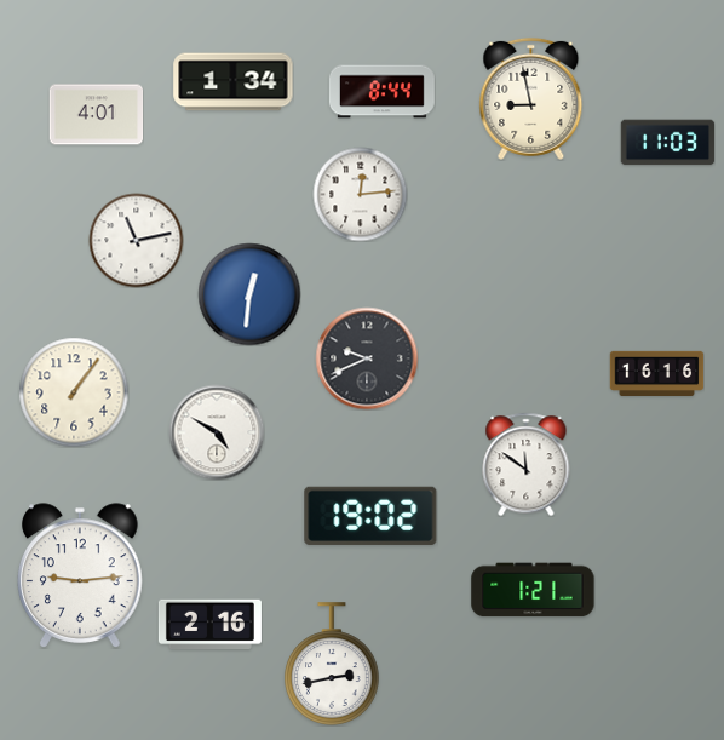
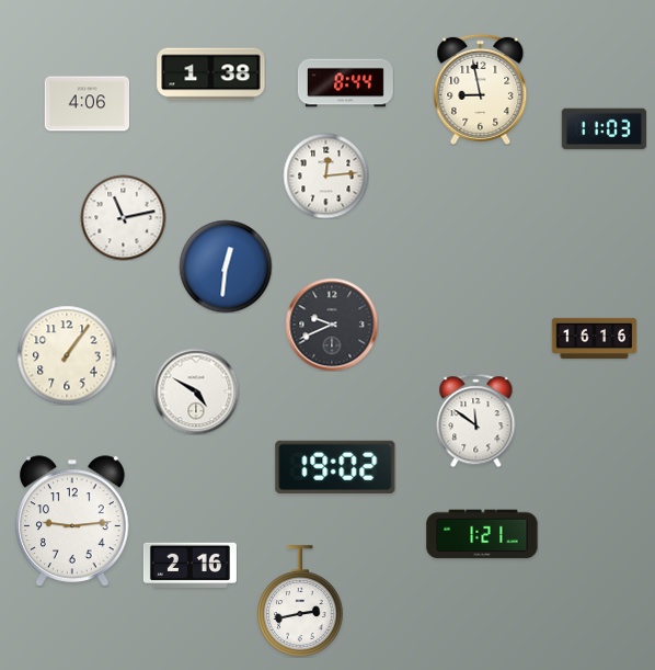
clock at (234, 82): 1:34 -> 1:38
clock at (96, 115): 4:01 -> 4:06
